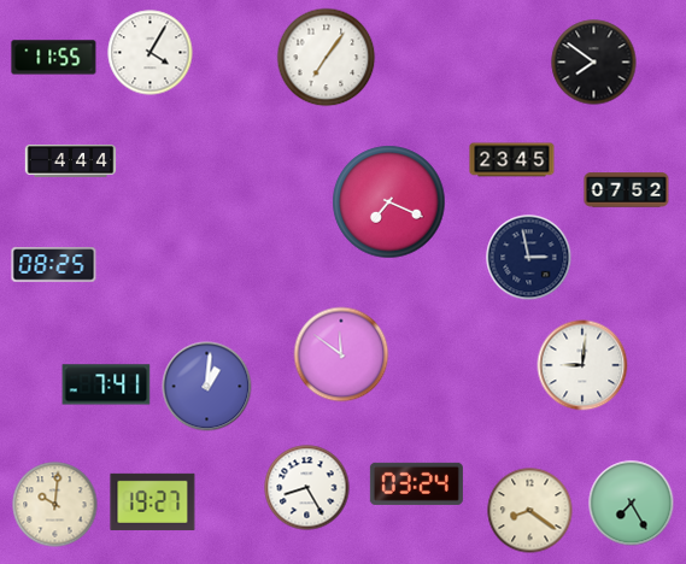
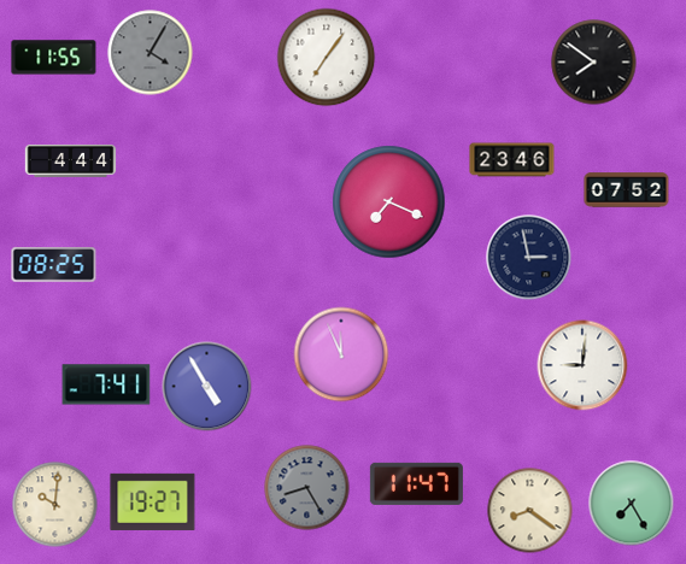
clock at (151, 53) dial: white -> grey
clock at (512, 160): 23:45 -> 23:46
clock at (341, 354): 11:51 -> 11:56
clock at (207, 387): 1:01 -> 4:55
clock at (416, 483): 03:24 -> 11:47
clock at (307, 488) dial: white -> grey
